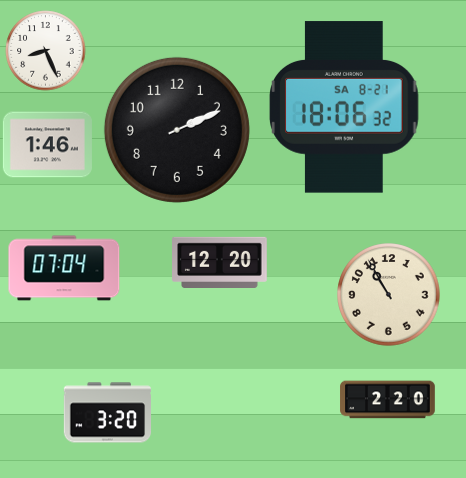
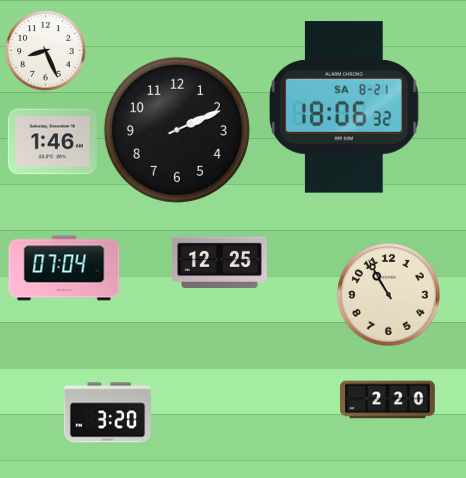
clock at (47, 145) position: (47, 145) -> (52, 142)
clock at (220, 262): 12:20 -> 12:25
